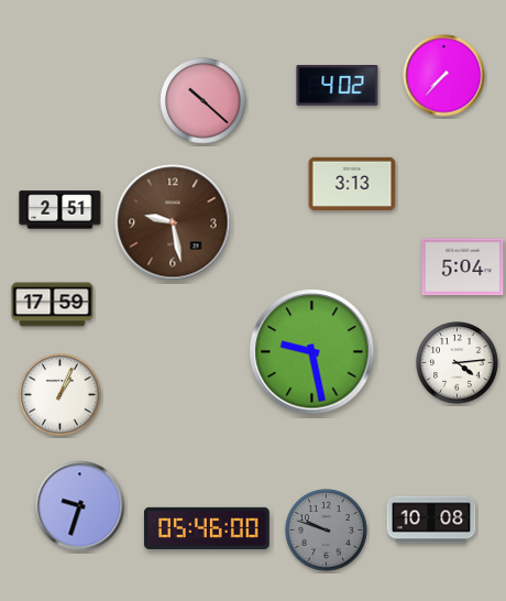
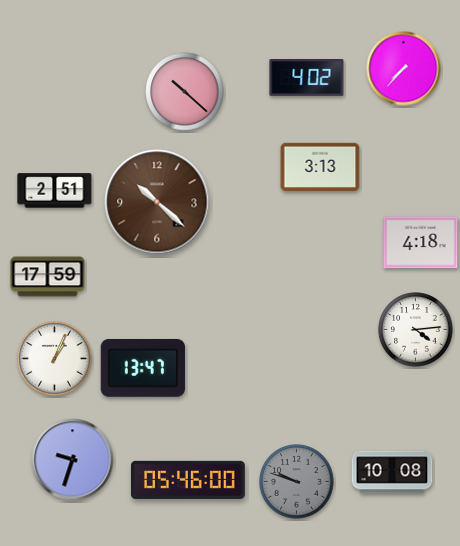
clock at (173, 222): 9:28 -> 10:22
clock at (463, 267): 5:04 -> 4:18
clock at (312, 352): 9:28 -> none
clock at (143, 368): none -> 13:47
